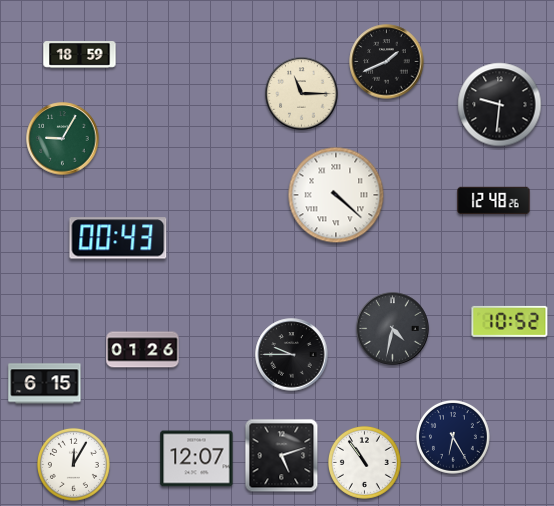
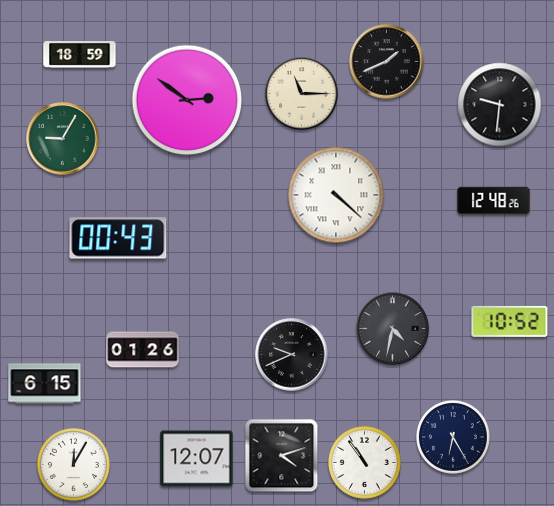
clock at (187, 100): none -> 2:51
clock at (292, 355): 9:45 -> 9:41
clock at (282, 456): 5:12 -> 4:12
